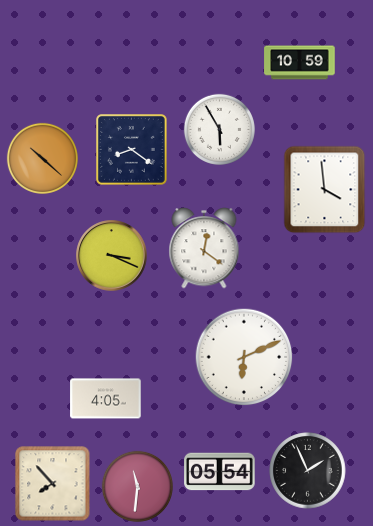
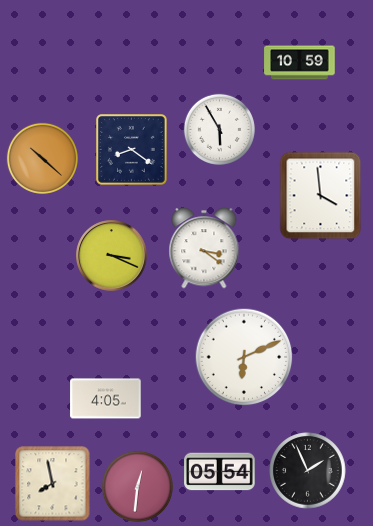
clock at (325, 190) position: (325, 190) -> (321, 196)
clock at (204, 248): 12:21 -> 3:21
clock at (53, 484): 7:53 -> 7:58
clock at (137, 486): 11:31 -> 12:31
